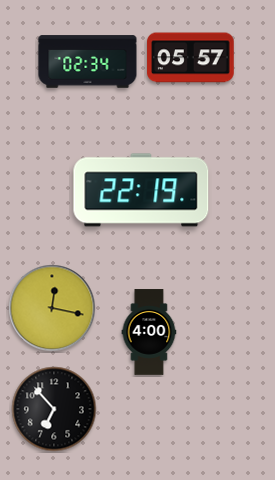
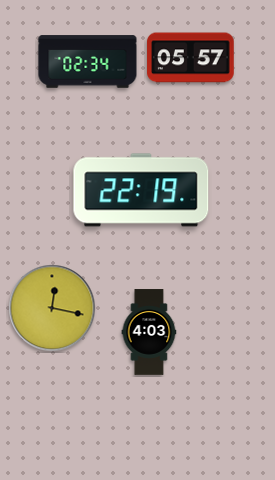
clock at (149, 332): 4:00 -> 4:03
clock at (54, 409): 6:53 -> none
